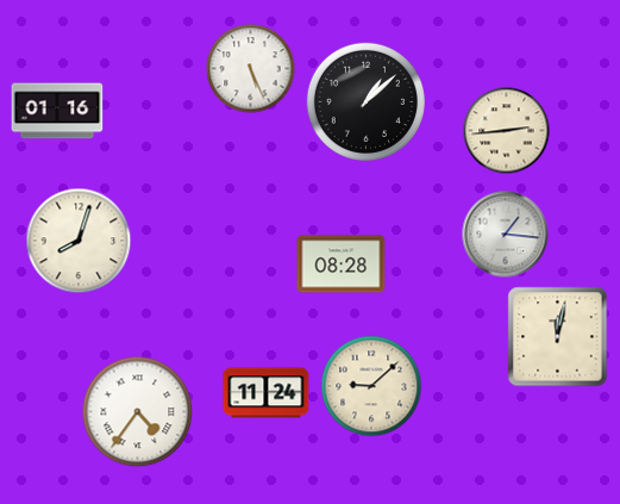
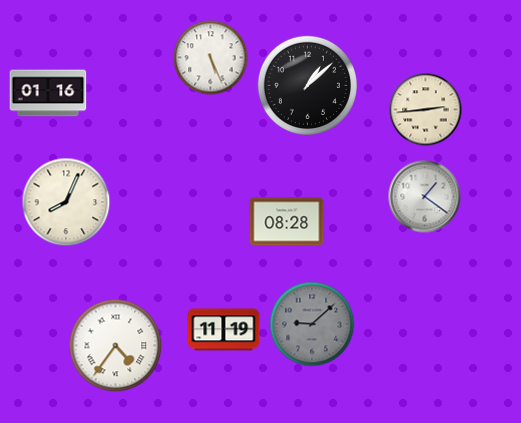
clock at (506, 235): 1:16 -> 1:21
clock at (79, 241): 8:03 -> 8:04
clock at (558, 337): 12:02 -> none
clock at (371, 386) dial: cream -> grey
clock at (267, 393): 11:24 -> 11:19
